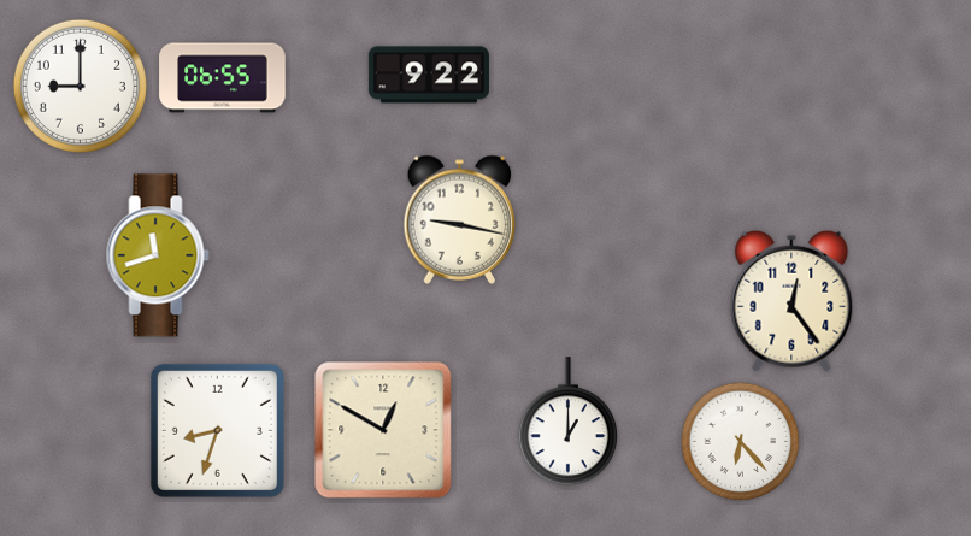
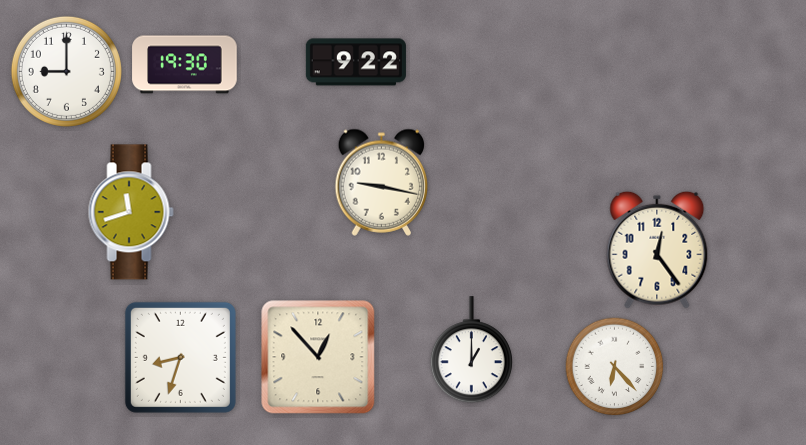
clock at (223, 78): 06:55 -> 19:30
clock at (383, 430): 12:50 -> 12:53
